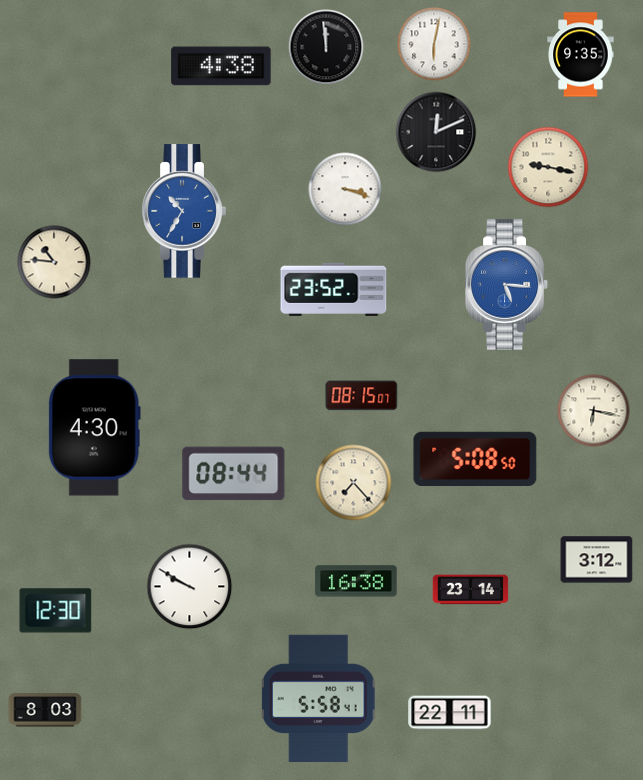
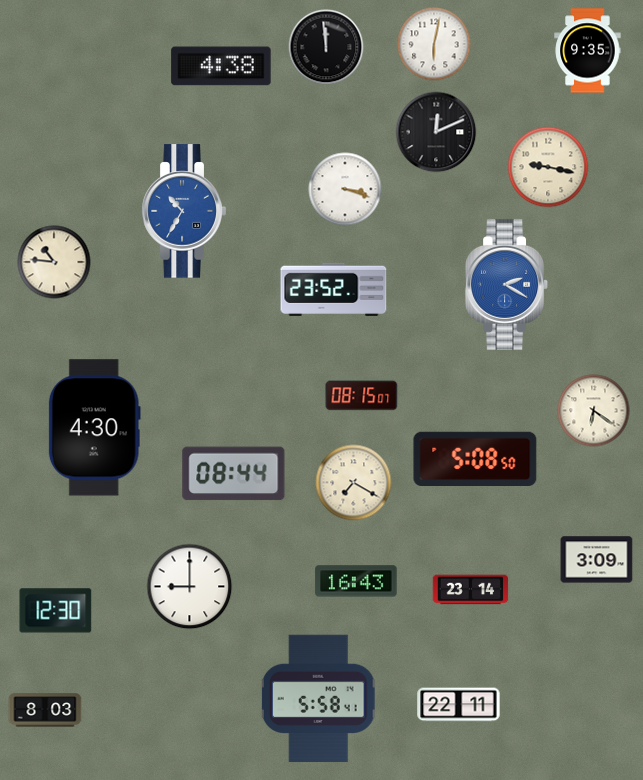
clock at (581, 55) position: (581, 55) -> (588, 51)
clock at (507, 284): 5:16 -> 2:20
clock at (594, 411): 6:17 -> 6:21
clock at (354, 483): 7:23 -> 7:20
clock at (597, 560): 3:12 -> 3:09
clock at (356, 581): 16:38 -> 16:43
clock at (190, 587): 9:50 -> 9:00
clock at (450, 713) position: (450, 713) -> (459, 705)
